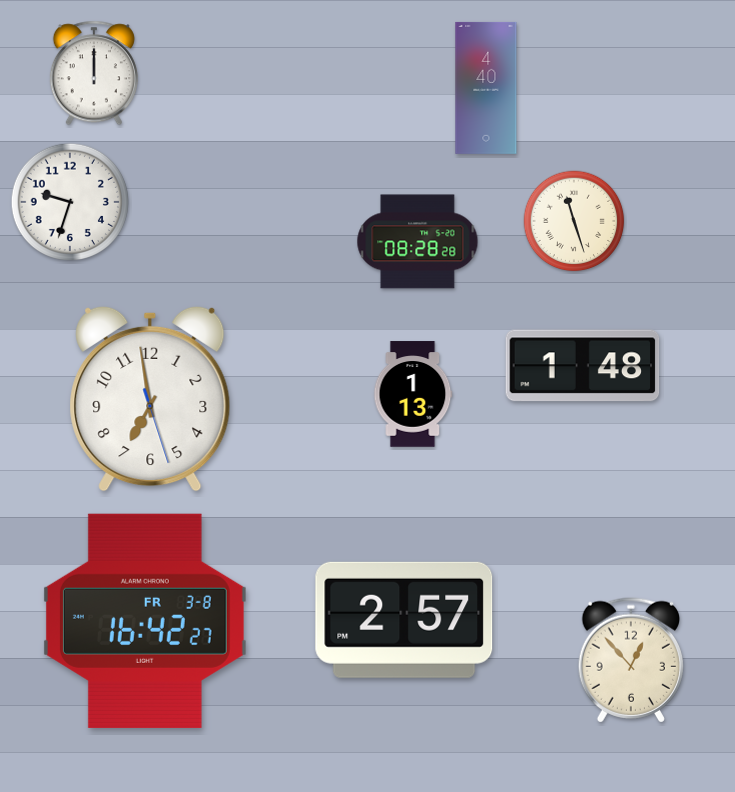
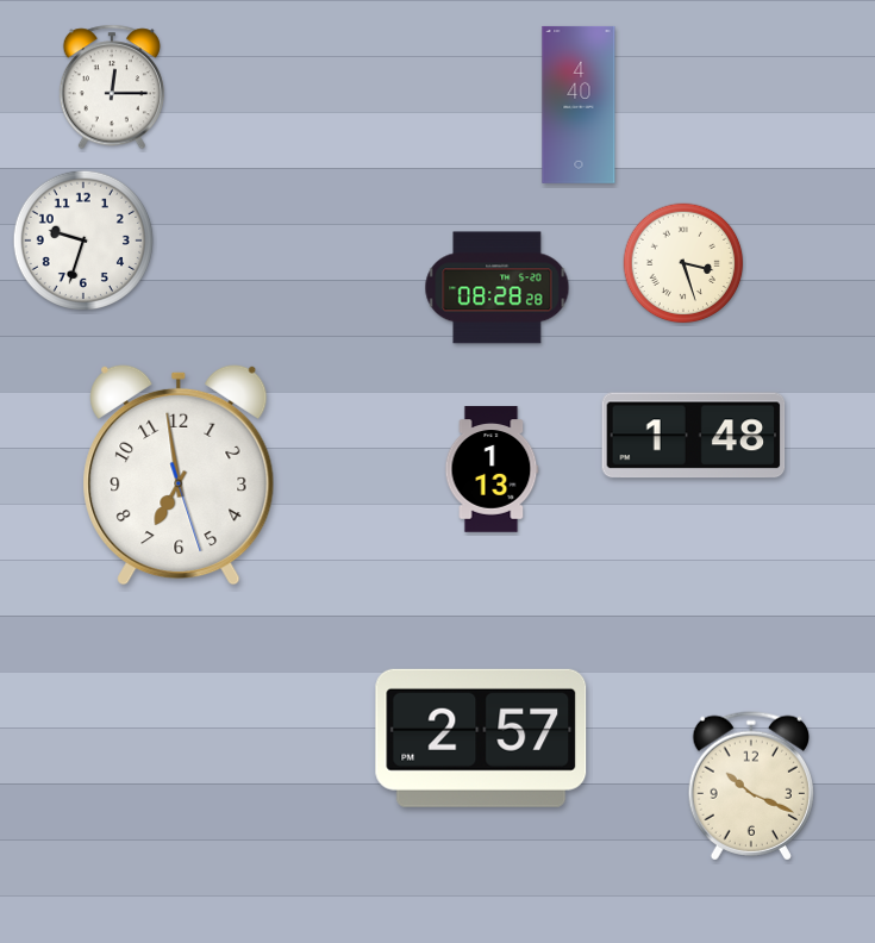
clock at (94, 73): 12:00 -> 12:15
clock at (574, 221): 11:27 -> 3:27
clock at (145, 621): 16:42 -> none
clock at (630, 660): 12:53 -> 10:19
